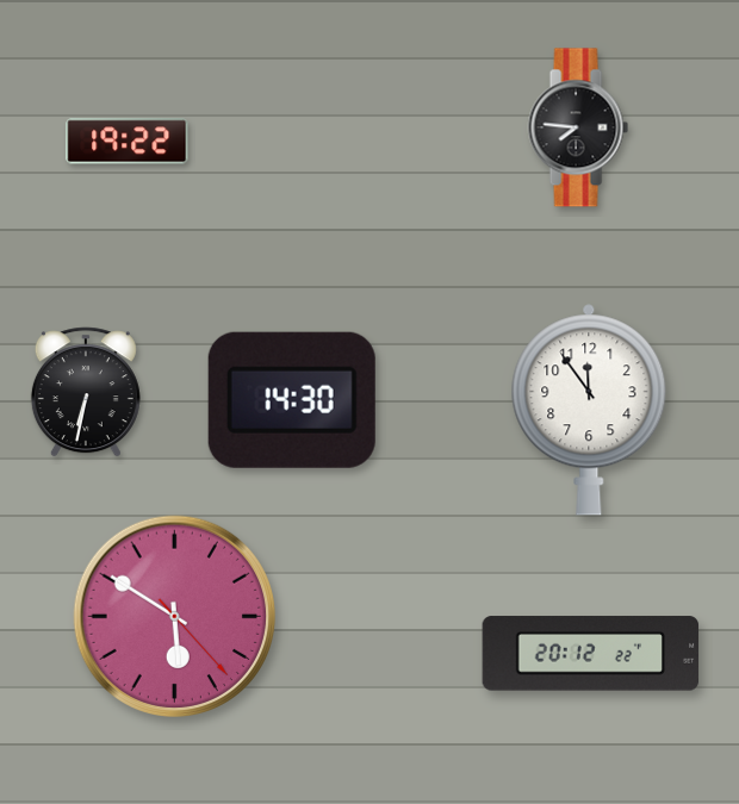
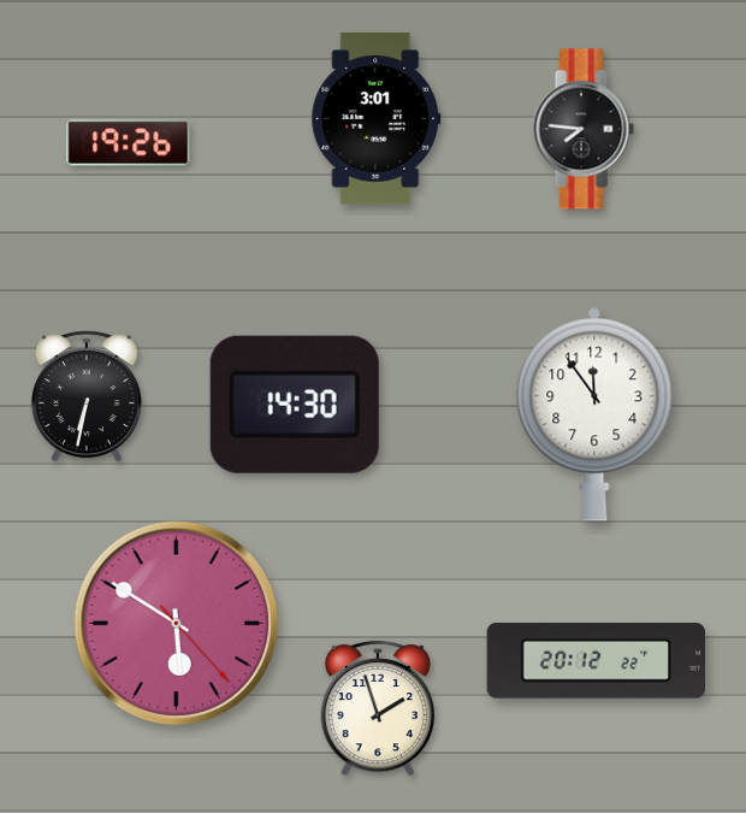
clock at (377, 119): none -> 3:01
clock at (128, 142): 19:22 -> 19:26
clock at (377, 708): none -> 1:57
